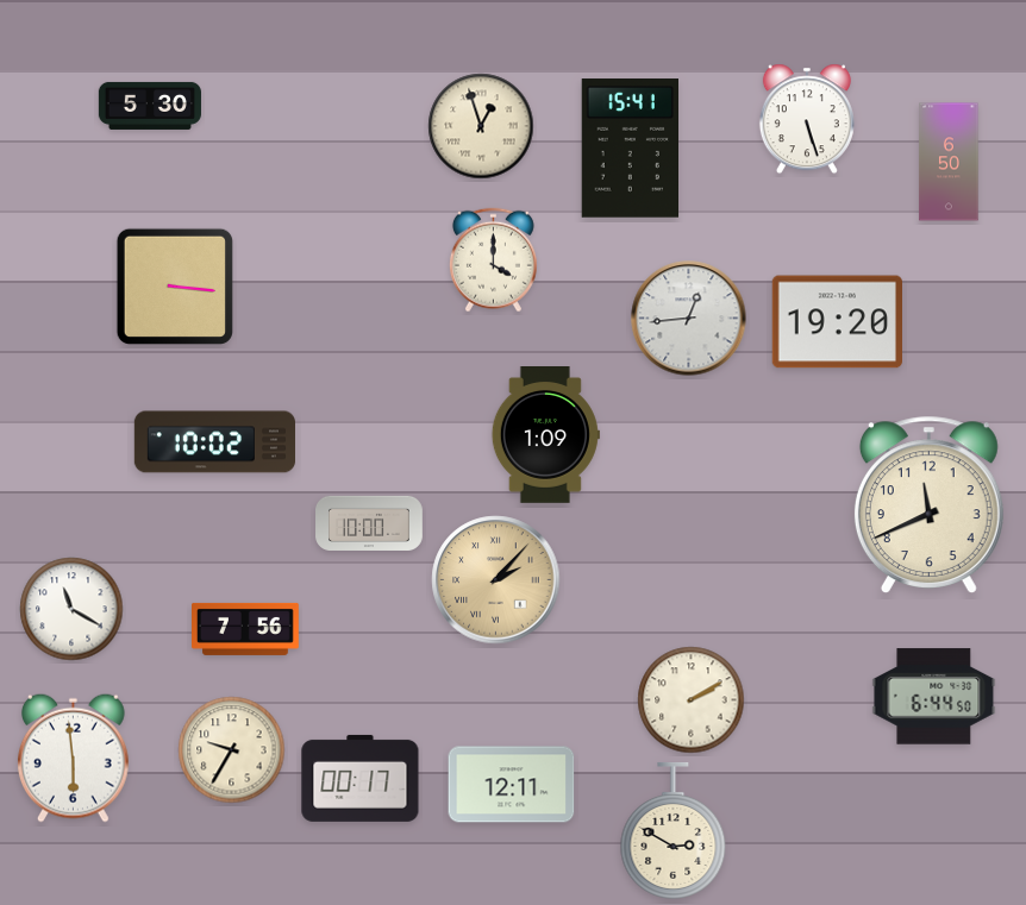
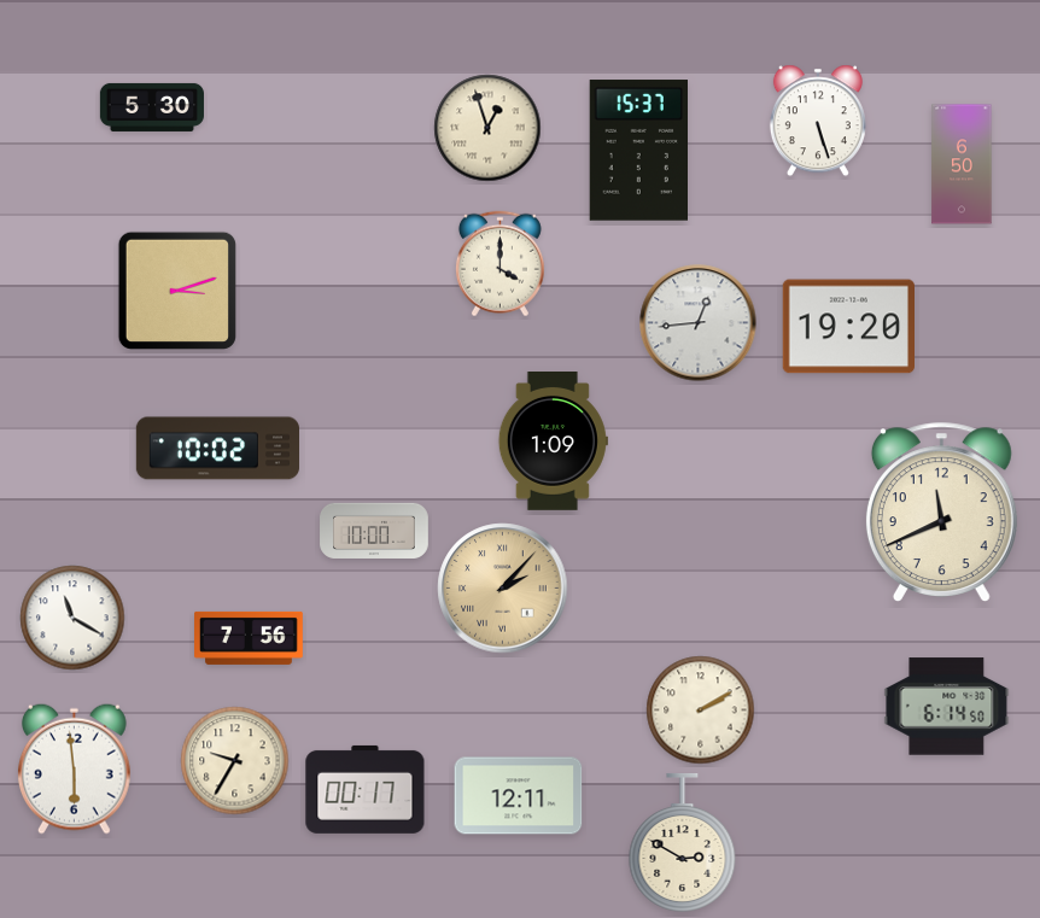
clock at (630, 149): 15:41 -> 15:37
clock at (174, 285): 3:16 -> 3:12
clock at (934, 697): 6:44 -> 6:14
